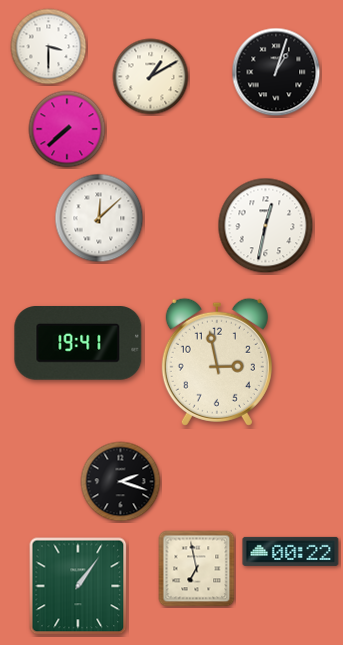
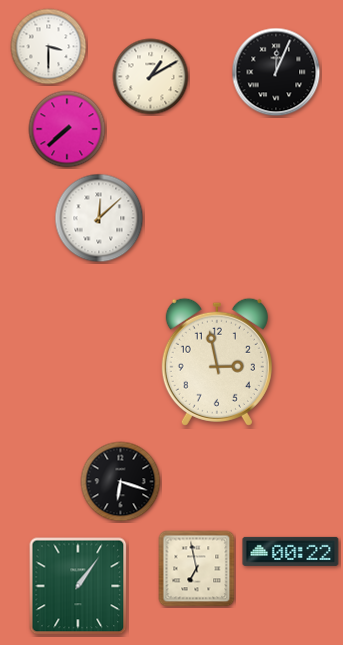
clock at (276, 72): 1:03 -> 12:04
clock at (266, 226): 12:32 -> none
clock at (78, 344): 19:41 -> none
clock at (121, 482): 2:18 -> 6:18
